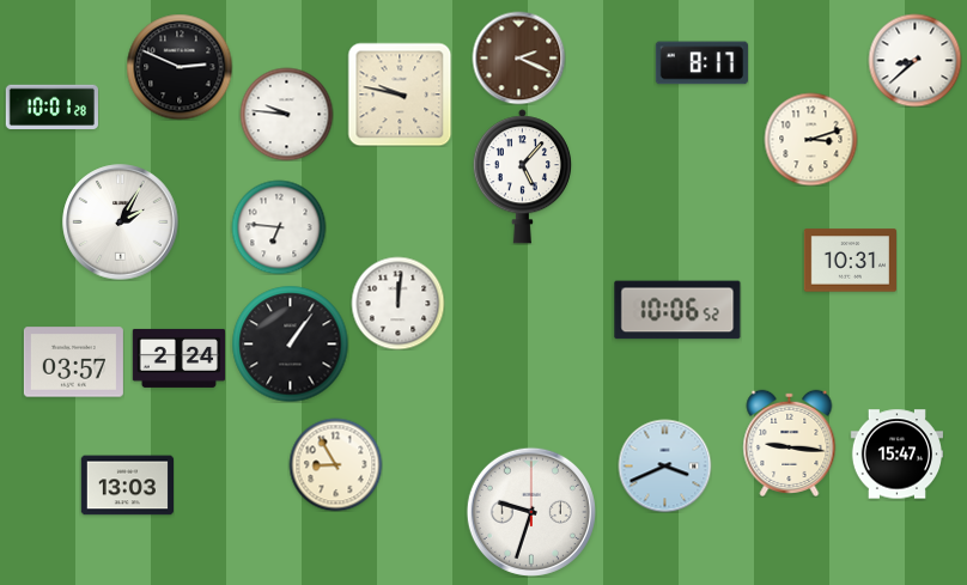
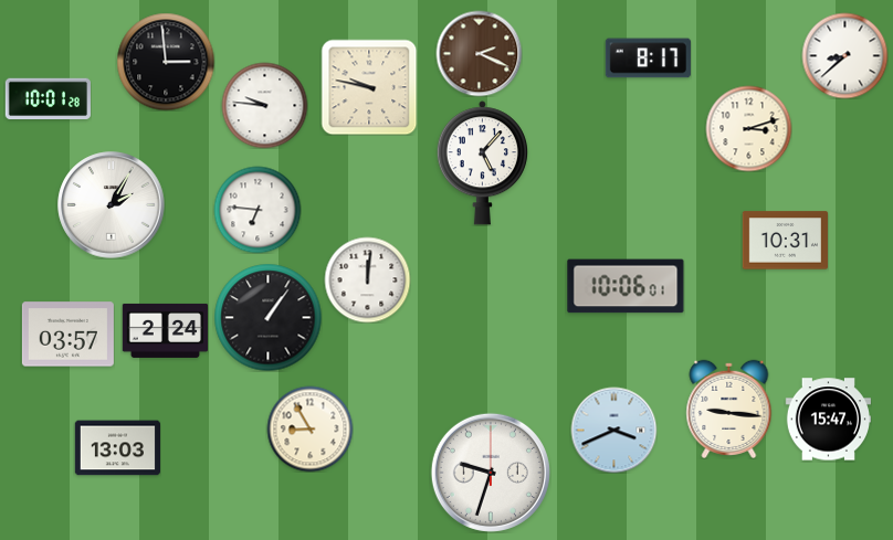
clock at (180, 67): 2:49 -> 2:59
clock at (677, 310): 10:06:52 -> 10:06:01
